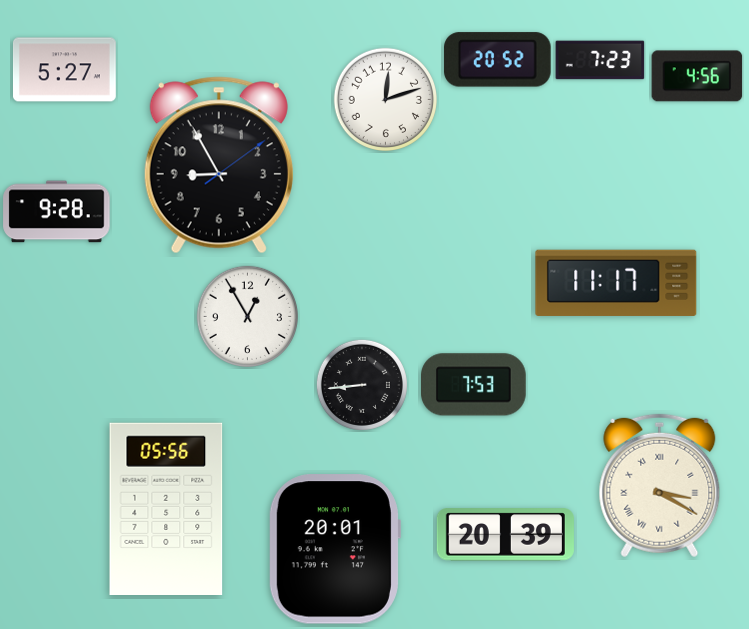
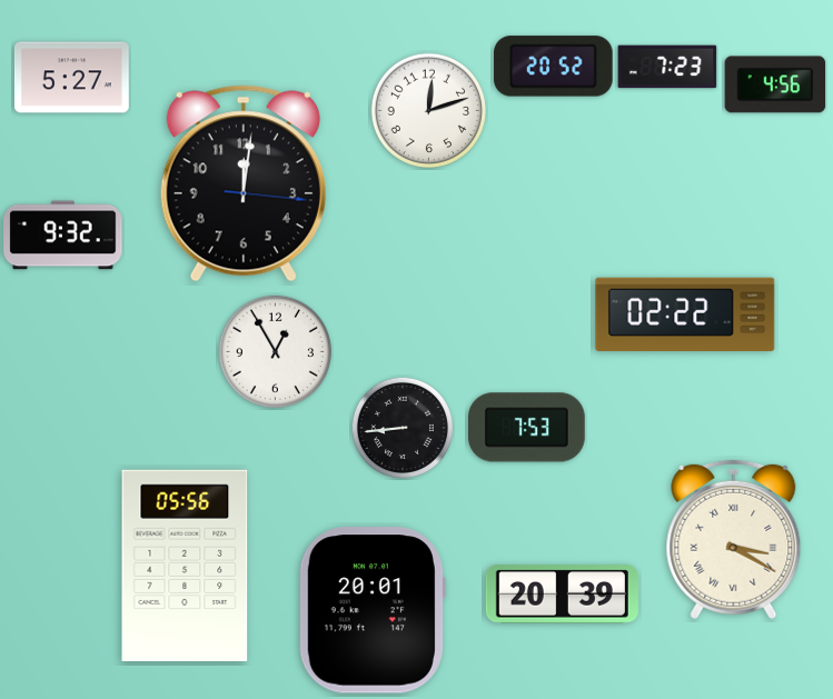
clock at (219, 165): 8:55 -> 12:01
clock at (57, 212): 9:28 -> 9:32
clock at (616, 283): 11:17 -> 02:22
